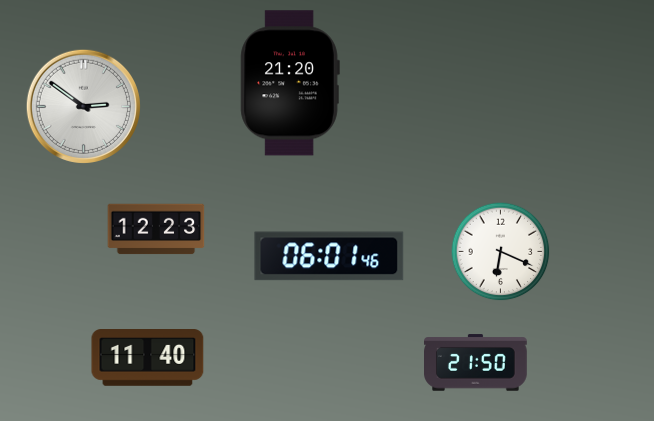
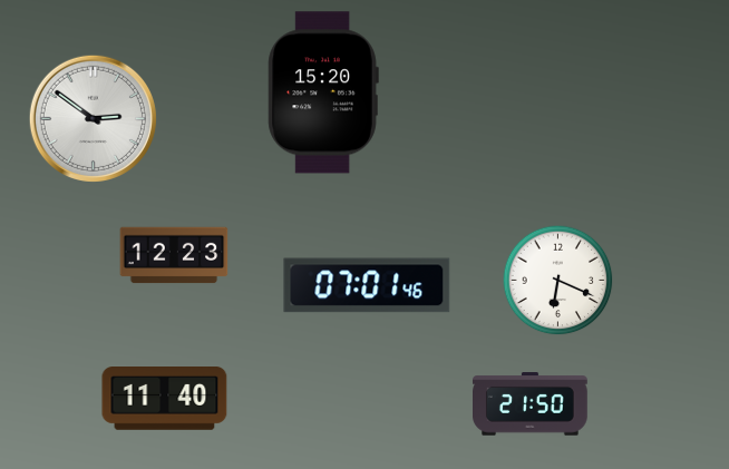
clock at (290, 83): 21:20 -> 15:20
clock at (329, 256): 06:01 -> 07:01
